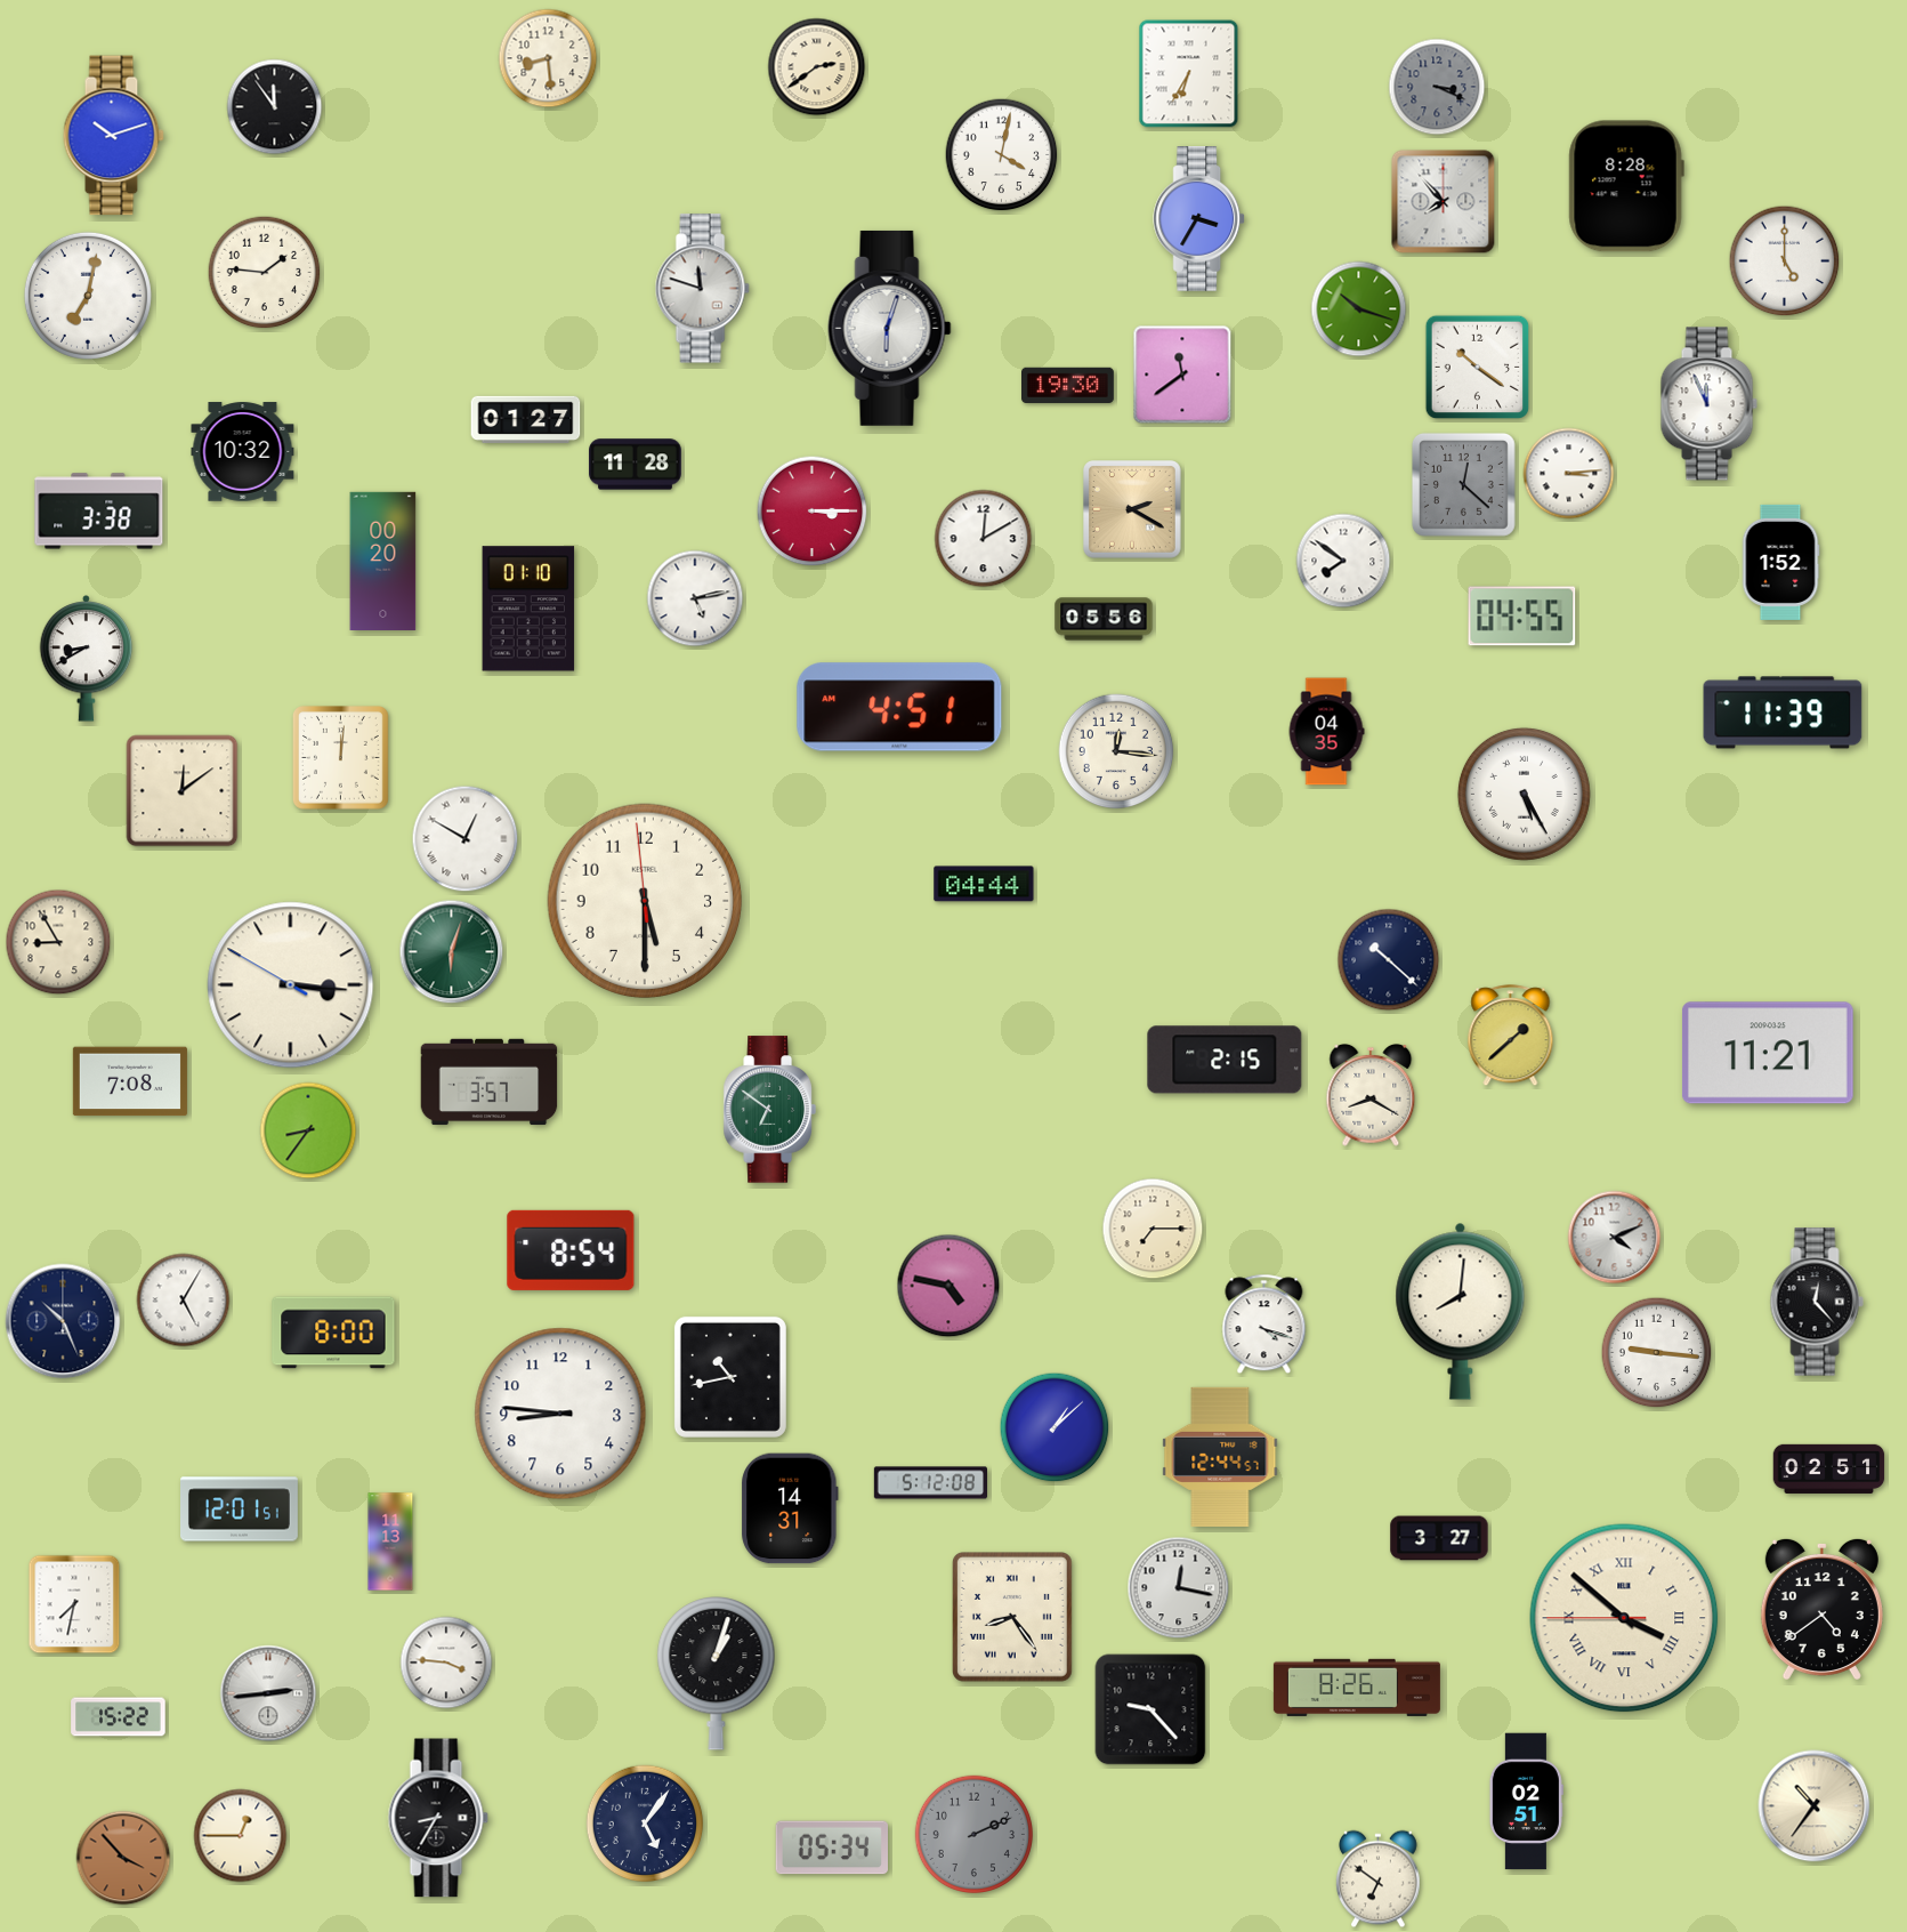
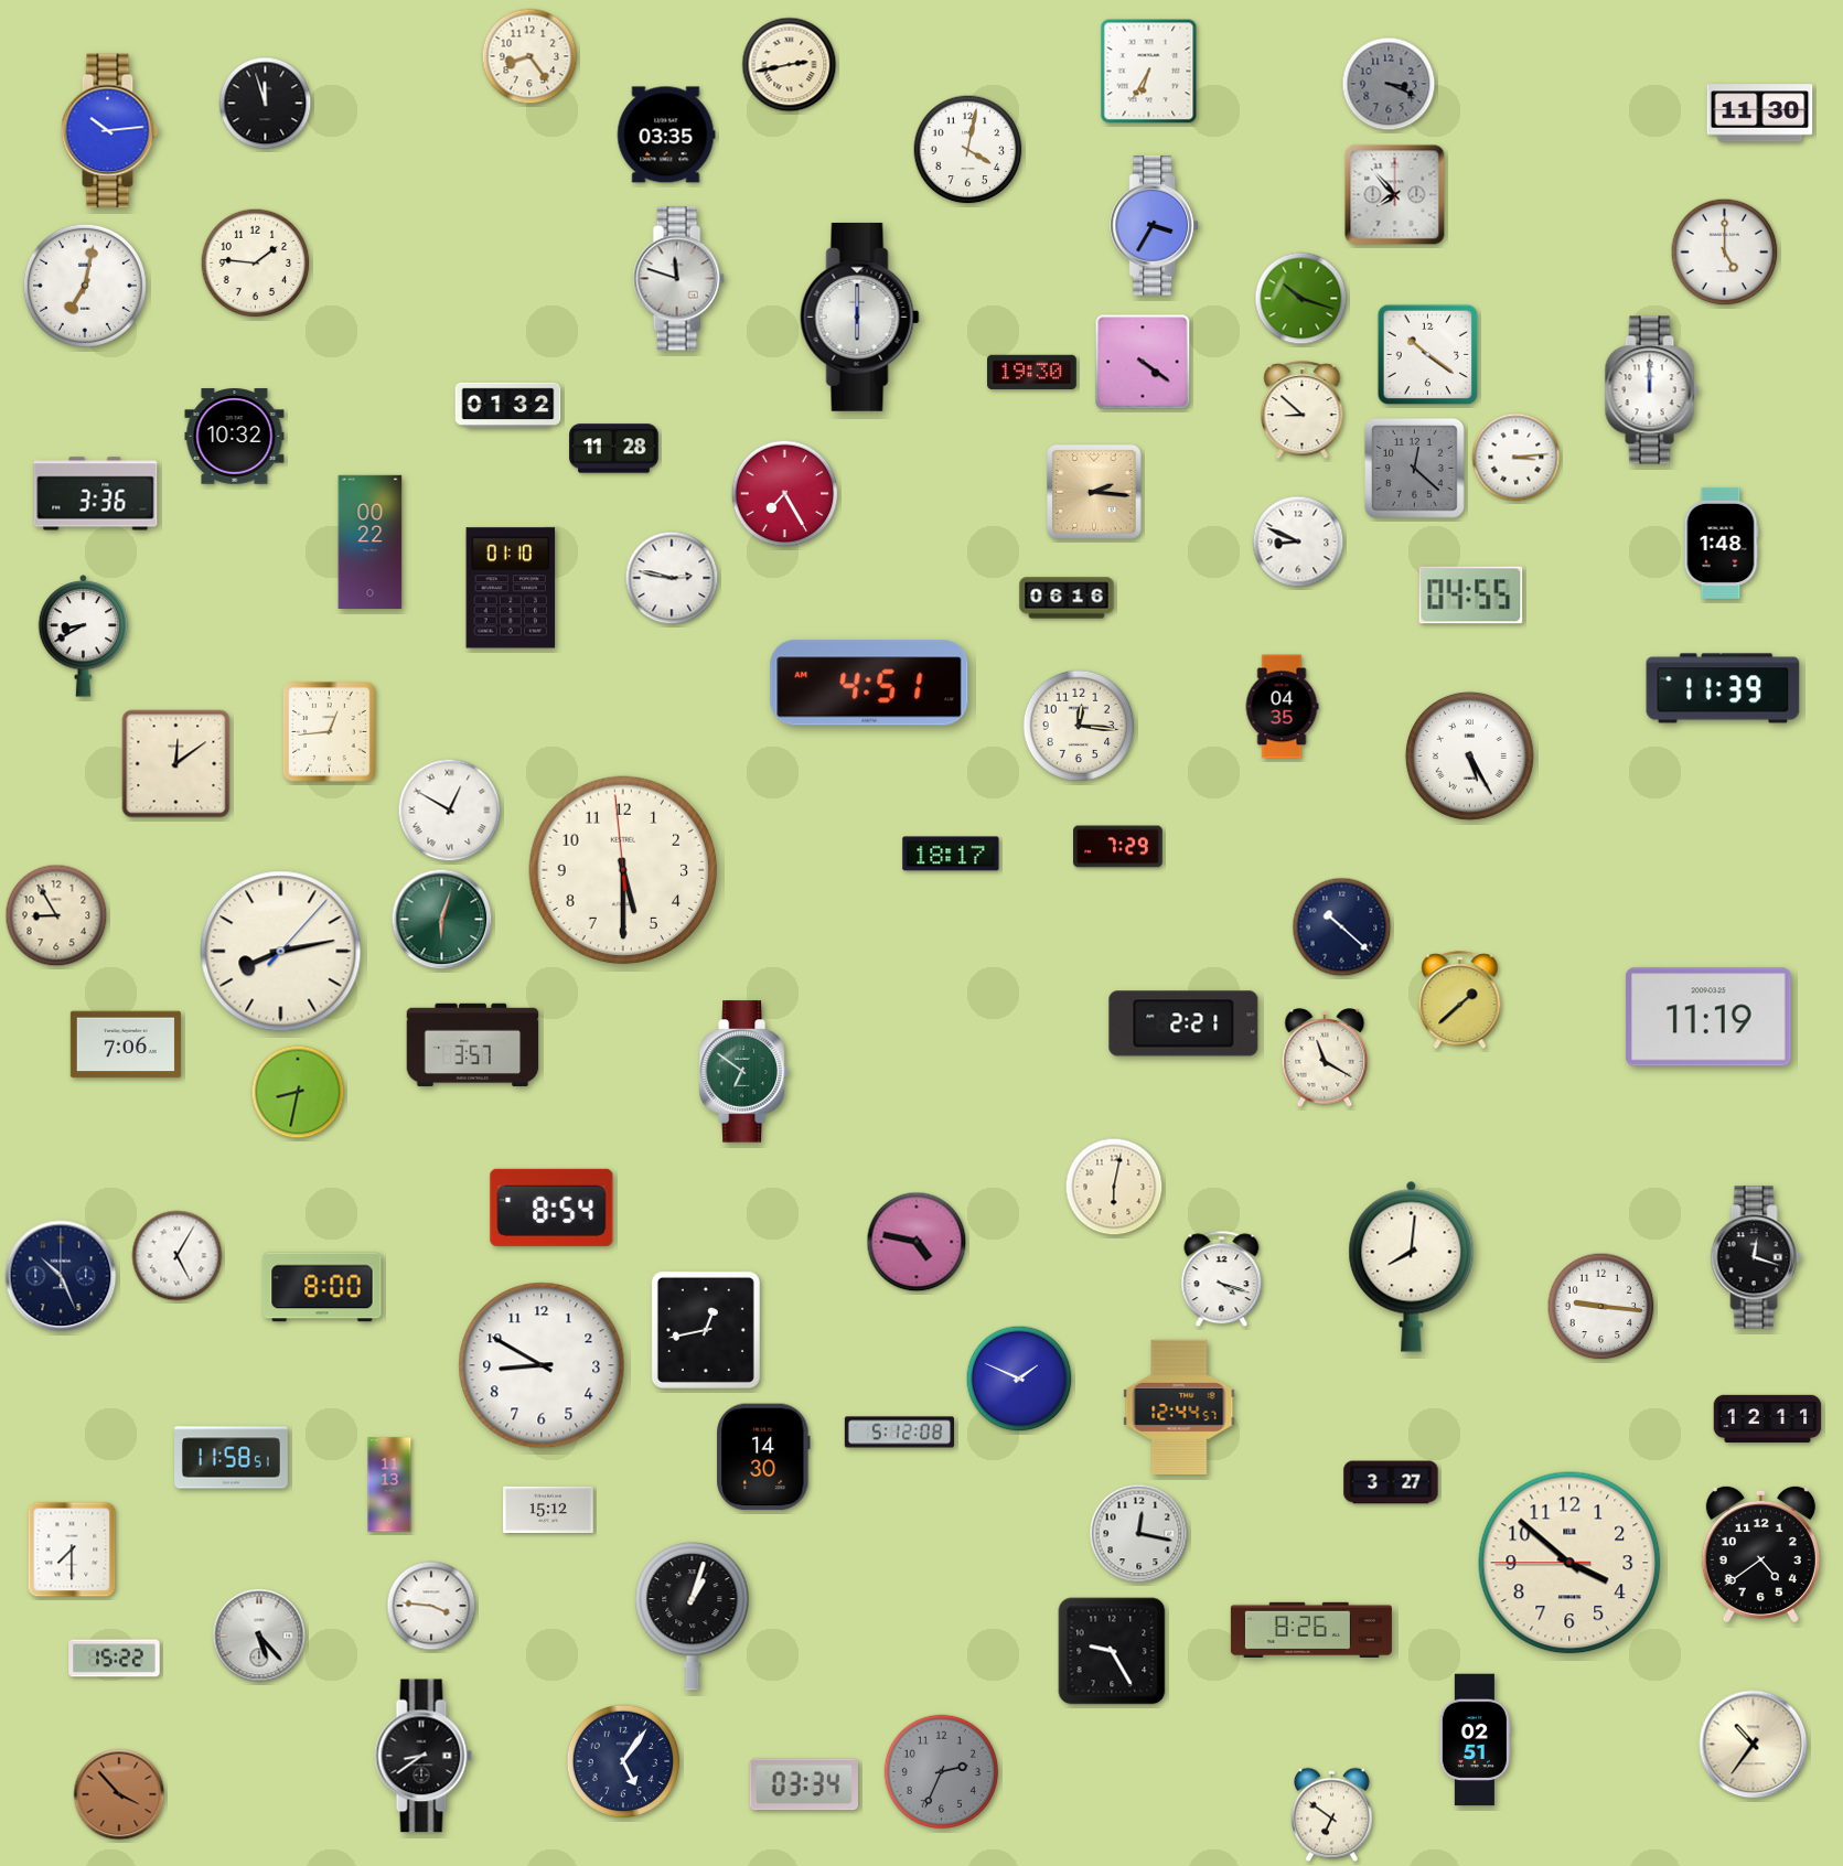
clock at (548, 58): 8:29 -> 8:24
clock at (817, 67): 2:39 -> 2:43
clock at (275, 107): 11:54 -> 11:57
clock at (1760, 114): none -> 11:30
clock at (113, 136): 10:12 -> 10:14
clock at (666, 135): none -> 03:35
clock at (1626, 186): 8:28 -> none
clock at (1199, 219) position: (1199, 219) -> (1155, 226)
clock at (1359, 309) position: (1359, 309) -> (1301, 299)
clock at (890, 328): 6:03 -> 6:00
clock at (1182, 375): 11:39 -> 4:21
clock at (1708, 404): 11:56 -> 12:00
clock at (526, 419): 01:27 -> 01:32
clock at (1303, 410): none -> 8:52
clock at (1133, 510): 2:20 -> 2:16
clock at (99, 512): 3:38 -> 3:36
clock at (813, 512): 3:15 -> 7:25
clock at (984, 539): 12:10 -> none
clock at (383, 561): 00:20 -> 00:22
clock at (1343, 561): 7:51 -> 8:49
clock at (1780, 562): 1:52 -> 1:48
clock at (695, 598): 5:13 -> 2:47
clock at (1104, 619): 05:56 -> 06:16
clock at (341, 758): 12:01 -> 12:44
clock at (1524, 794) position: (1524, 794) -> (1469, 755)
clock at (1118, 847): none -> 7:29
clock at (984, 884): 04:44 -> 18:17
clock at (58, 942) position: (58, 942) -> (56, 915)
clock at (452, 952) position: (452, 952) -> (442, 920)
clock at (291, 985): 3:15 -> 8:13
clock at (1768, 1053): 11:21 -> 11:19
clock at (1225, 1060): 2:15 -> 2:21
clock at (130, 1081): 7:08 -> 7:06
clock at (1371, 1096): 8:20 -> 11:20
clock at (308, 1130): 8:36 -> 8:32
clock at (1153, 1229): 7:15 -> 6:02
clock at (1615, 1238): 4:11 -> none
clock at (1817, 1302): 12:23 -> 12:18
clock at (730, 1377): 10:43 -> 12:43
clock at (560, 1414): 8:46 -> 8:50
clock at (1054, 1427): 1:08 -> 1:49
clock at (1829, 1468): 02:51 -> 12:11
clock at (790, 1508): 14:31 -> 14:30
clock at (240, 1510): 12:01 -> 11:58
clock at (1439, 1538) position: (1439, 1538) -> (1391, 1482)
clock at (390, 1541) position: (390, 1541) -> (389, 1484)
clock at (548, 1509): none -> 15:12
clock at (74, 1604): 7:32 -> 7:30
clock at (1012, 1618): 8:24 -> none
clock at (1624, 1618) numerals: Roman -> Arabic
clock at (268, 1693): 2:44 -> 5:23
clock at (1150, 1709): 9:23 -> 9:25
clock at (438, 1818): 8:35 -> 8:39
clock at (973, 1834): 2:11 -> 2:34
clock at (241, 1836): 12:45 -> none
clock at (831, 1848): 05:34 -> 03:34
